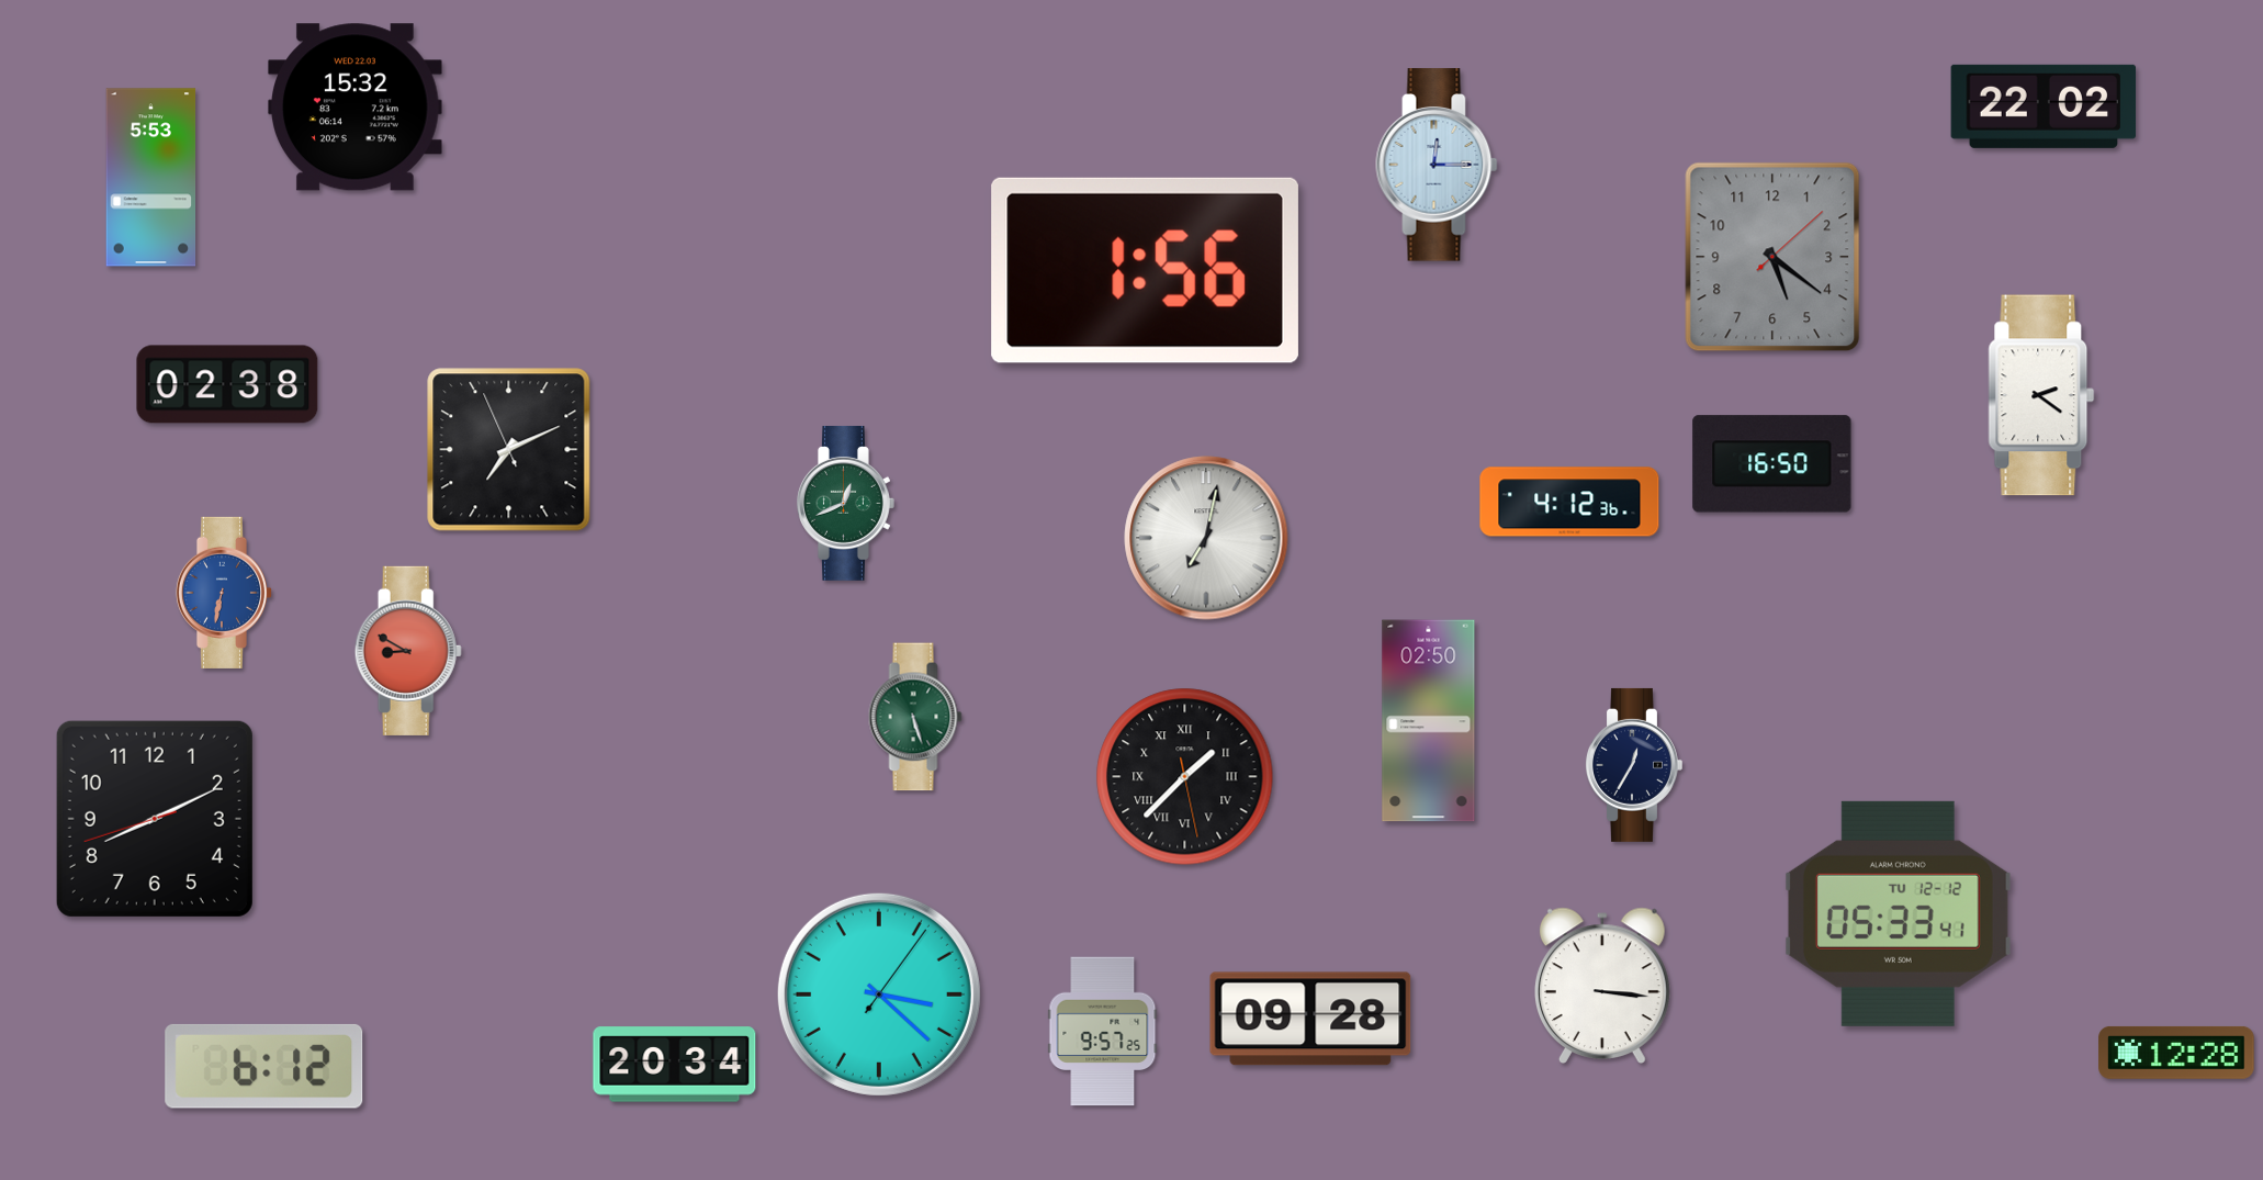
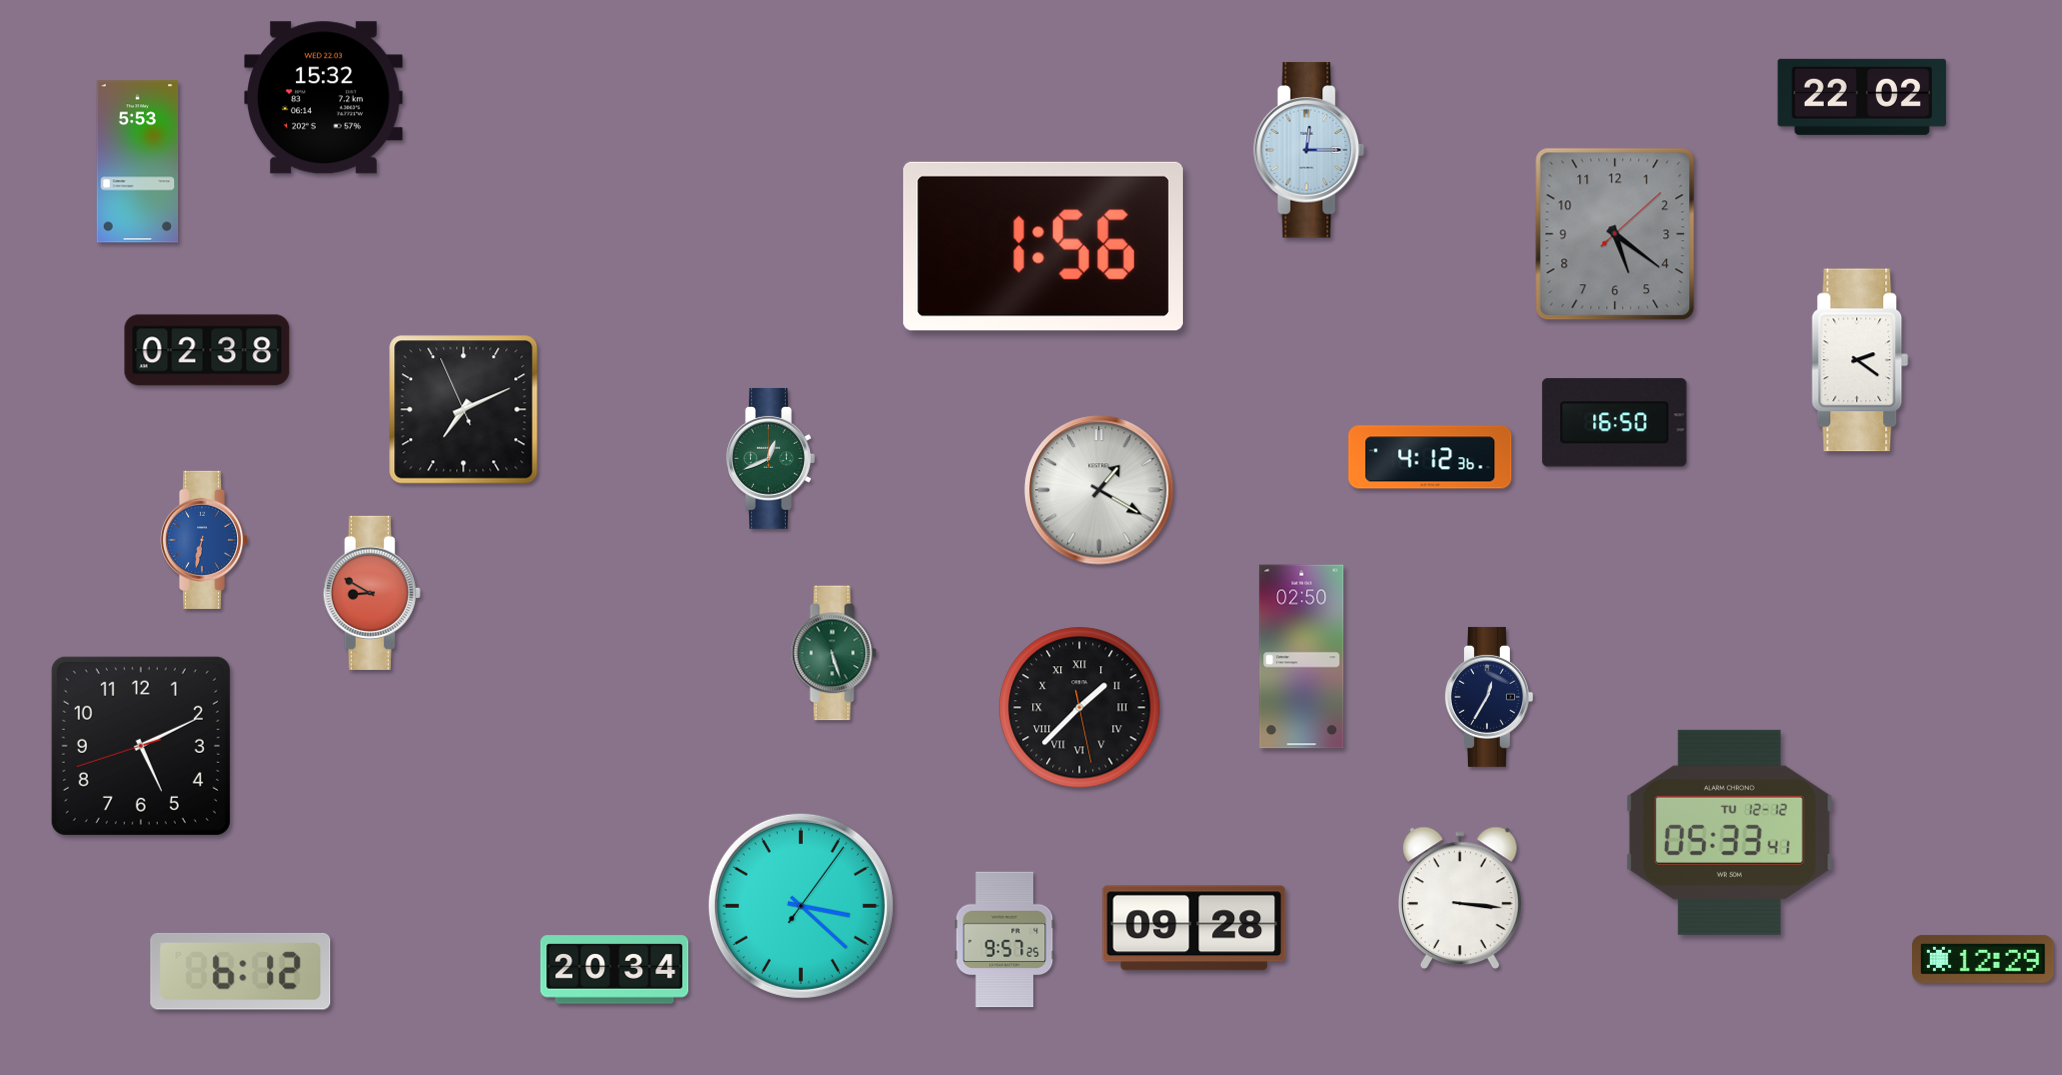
clock at (1206, 538): 7:02 -> 1:20
clock at (155, 819): 8:10 -> 5:10
clock at (2176, 1053): 12:28 -> 12:29
